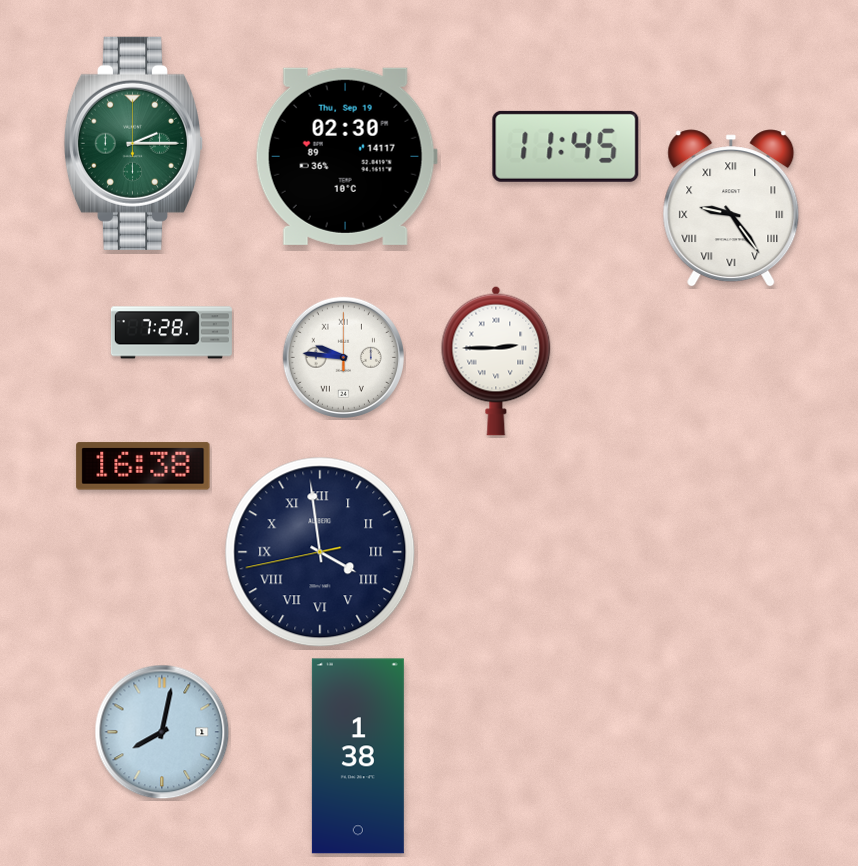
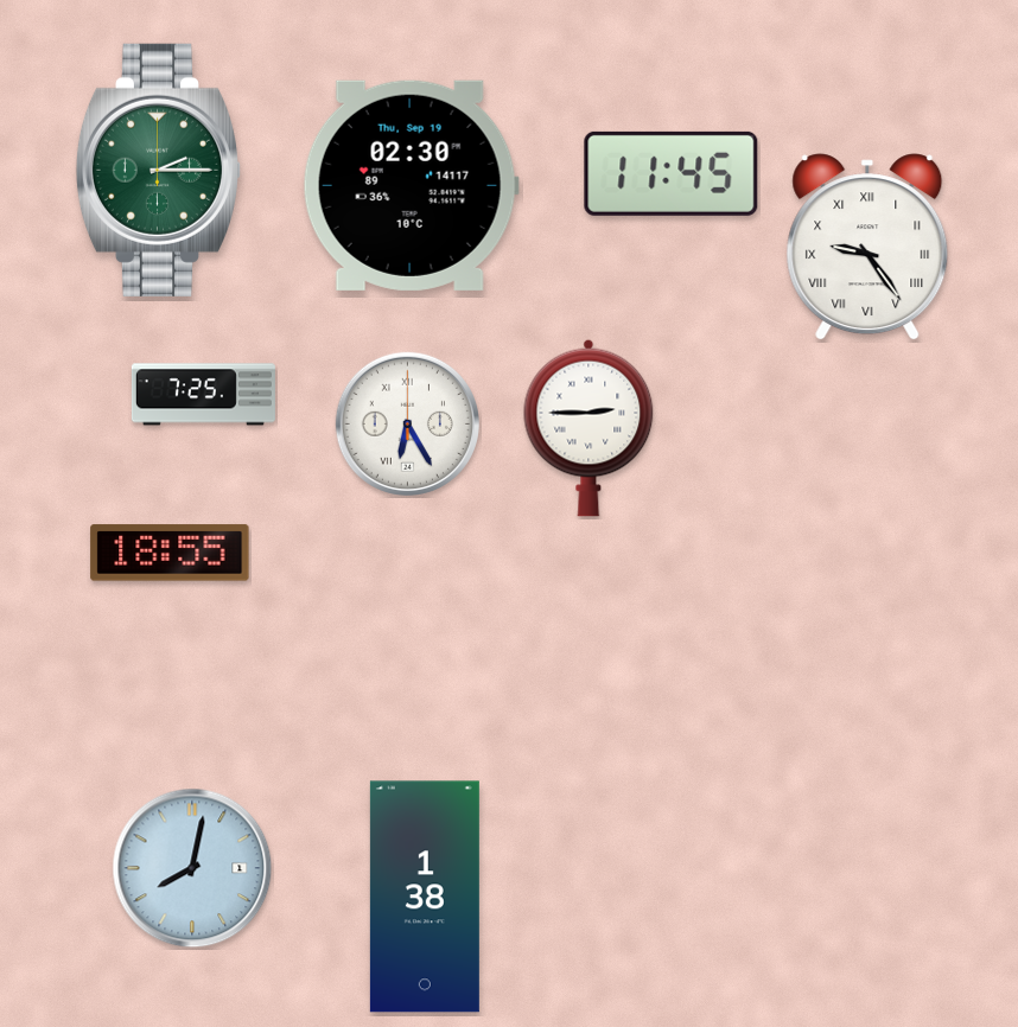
clock at (171, 333): 7:28 -> 7:25
clock at (343, 357): 9:46 -> 6:25
clock at (143, 466): 16:38 -> 18:55
clock at (320, 552): 3:58 -> none
